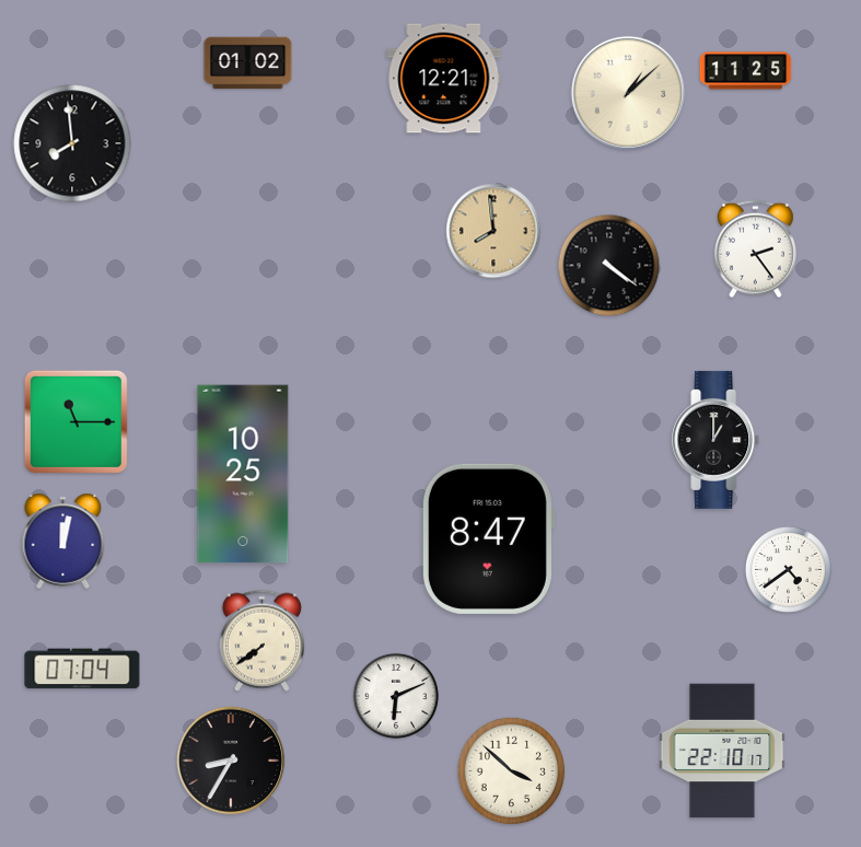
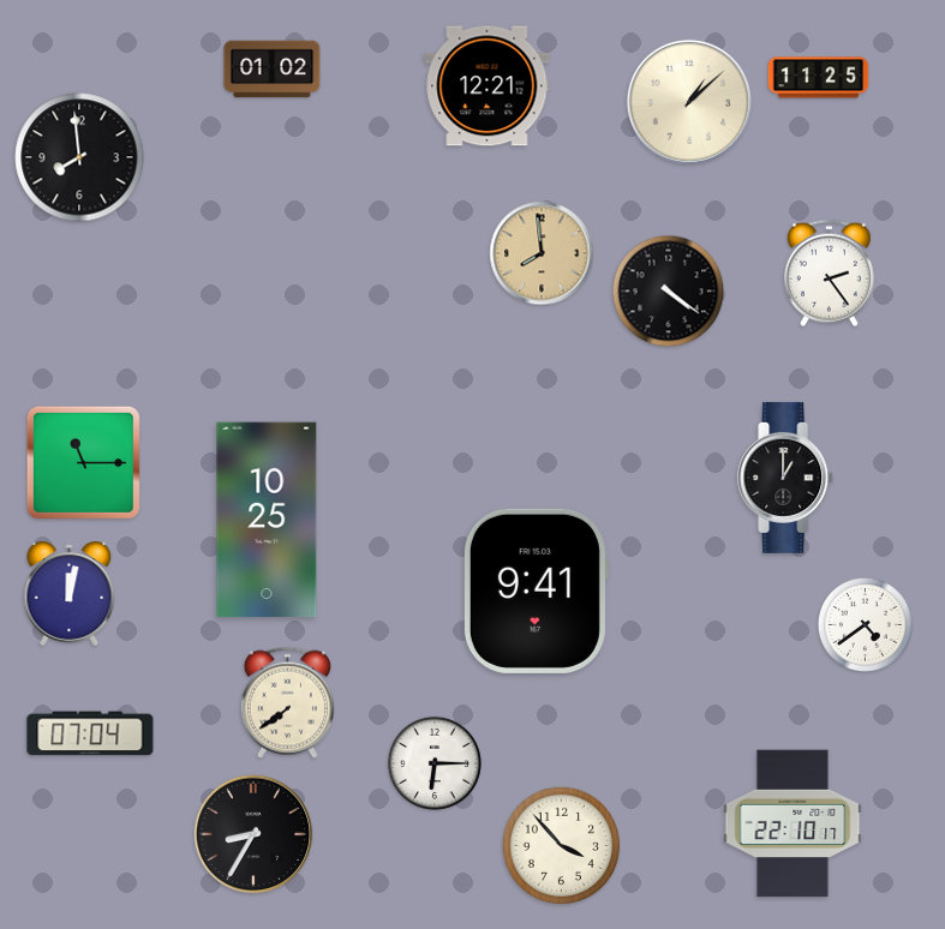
clock at (717, 440) position: (717, 440) -> (786, 478)
clock at (488, 538): 8:47 -> 9:41
clock at (396, 696): 6:11 -> 6:15
clock at (512, 771): 3:52 -> 3:53
